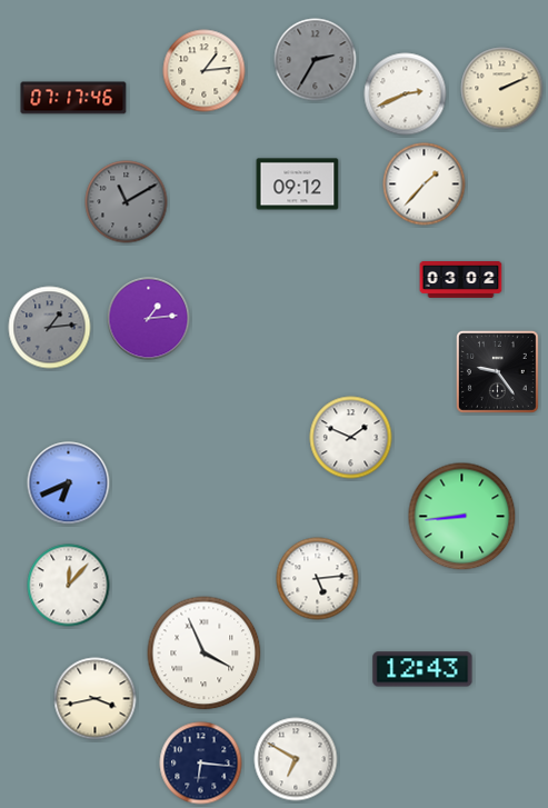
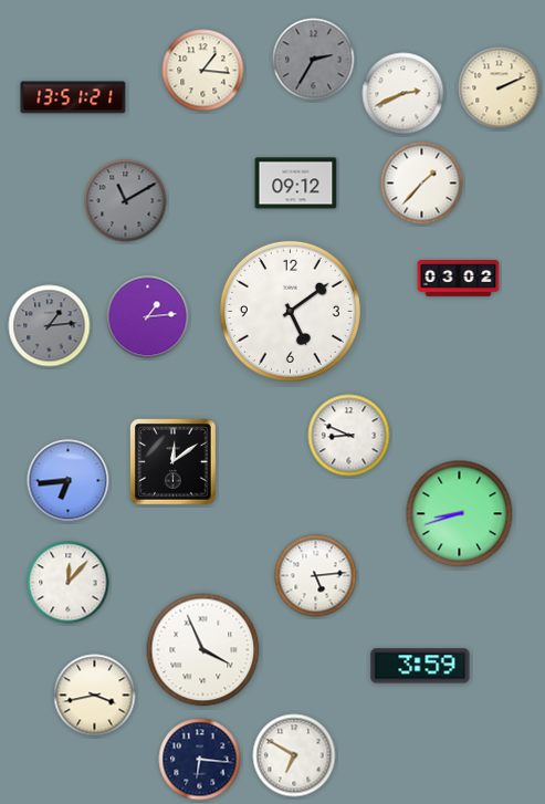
clock at (205, 71): 1:14 -> 1:16
clock at (73, 98): 07:17 -> 13:51
clock at (290, 311): none -> 5:09
clock at (497, 371): 9:24 -> none
clock at (351, 438): 1:49 -> 8:49
clock at (174, 462): none -> 12:09
clock at (69, 483): 6:41 -> 6:44
clock at (462, 517): 8:44 -> 8:42
clock at (422, 669): 12:43 -> 3:59
